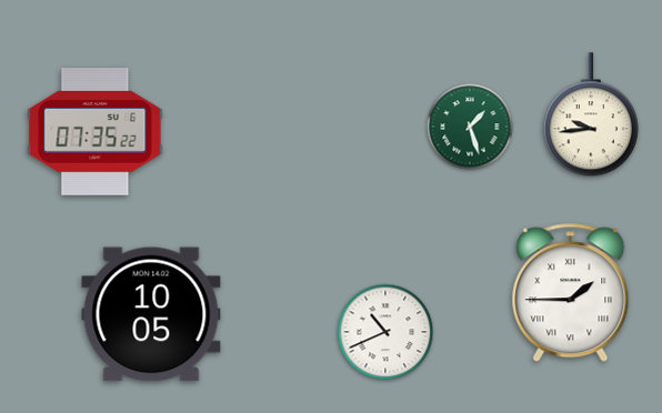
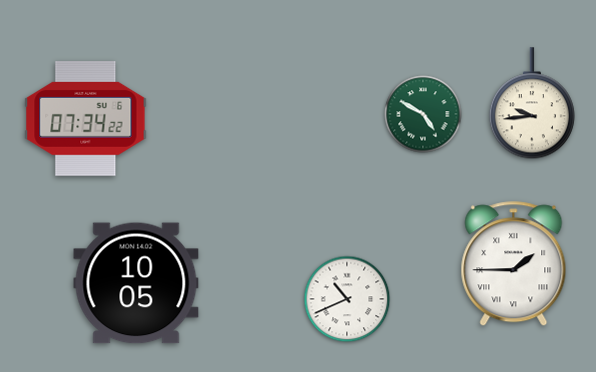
clock at (470, 127): 1:27 -> 4:50
clock at (96, 132): 07:35 -> 07:34
